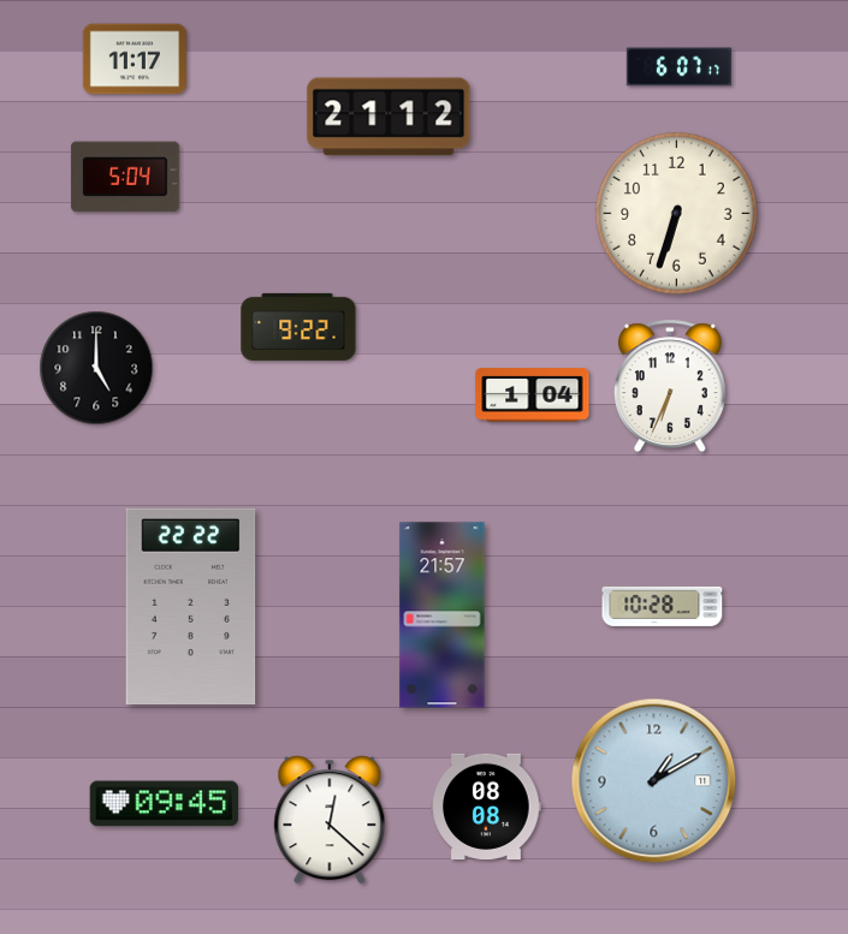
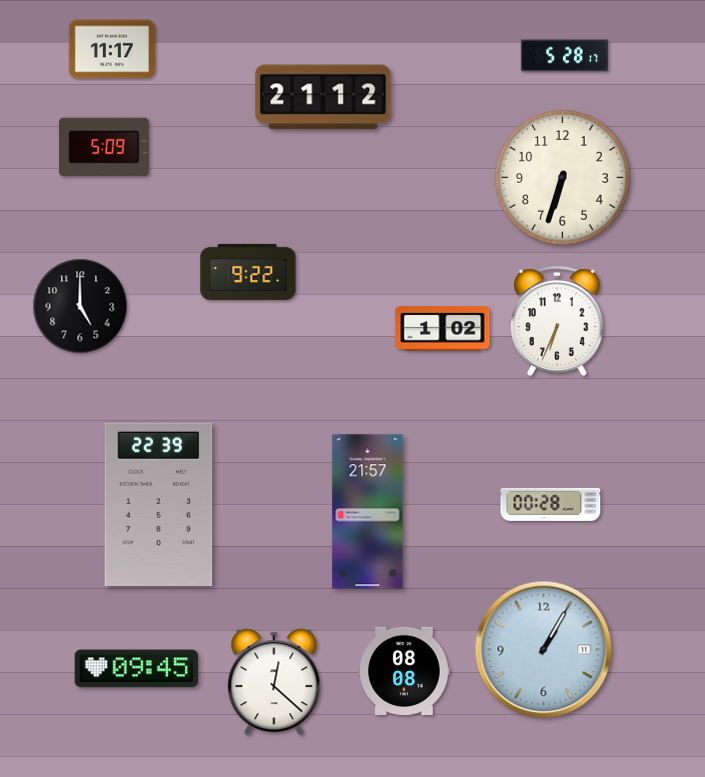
clock at (678, 67): 6:07 -> 5:28
clock at (125, 177): 5:04 -> 5:09
clock at (533, 395): 1:04 -> 1:02
clock at (663, 606): 10:28 -> 00:28
clock at (191, 607): 22:22 -> 22:39
clock at (654, 781): 1:10 -> 1:05
